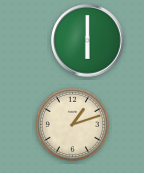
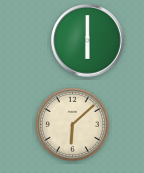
clock at (72, 124): 1:12 -> 6:08
